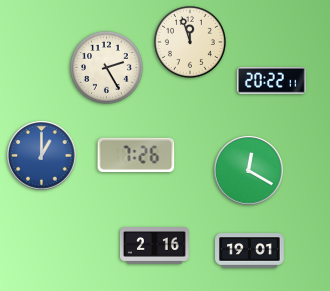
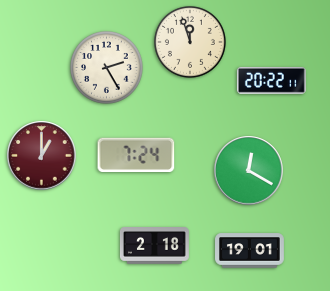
clock at (136, 154): 7:26 -> 7:24
clock at (42, 156) dial: blue -> burgundy
clock at (155, 246): 2:16 -> 2:18
